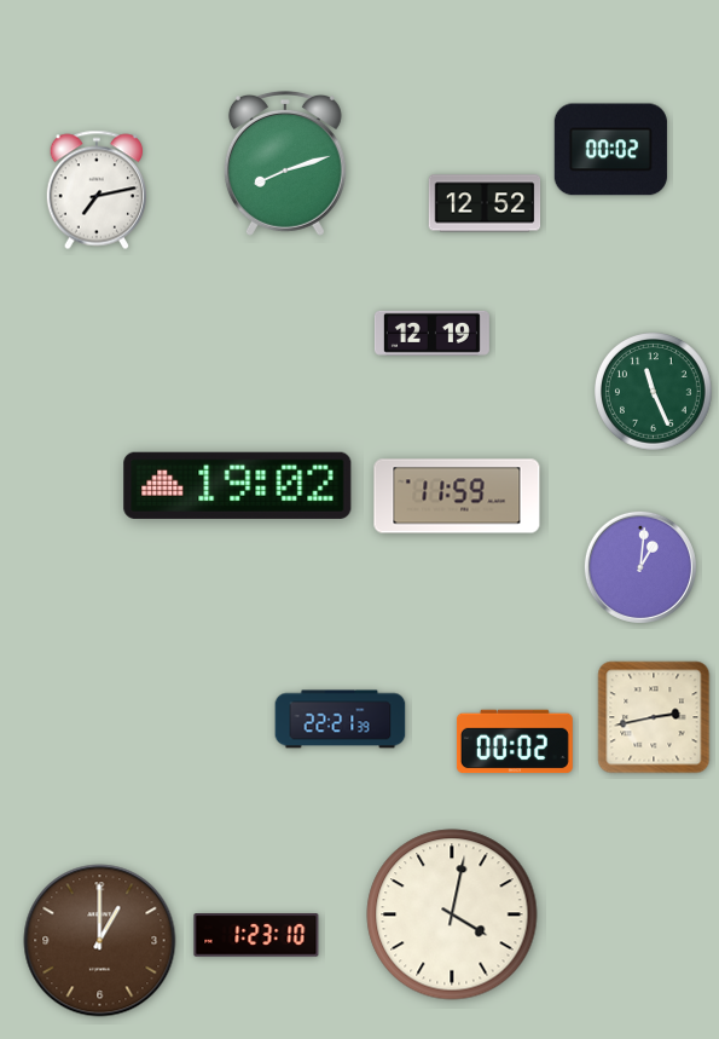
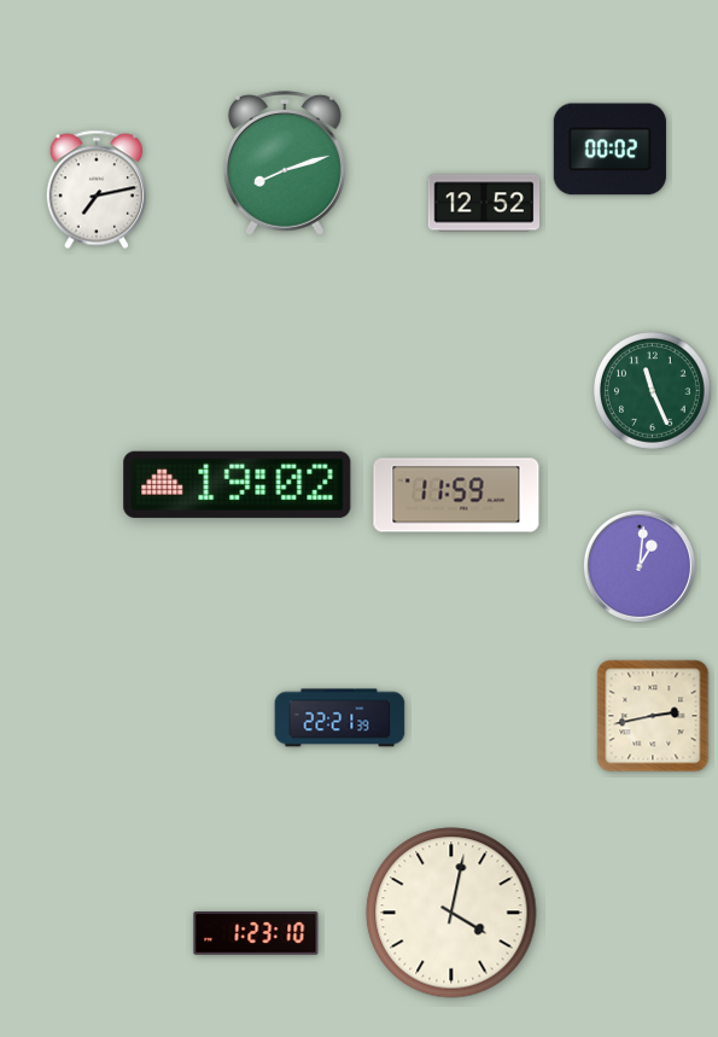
clock at (431, 333): 12:19 -> none
clock at (515, 741): 00:02 -> none
clock at (100, 941): 1:00 -> none
